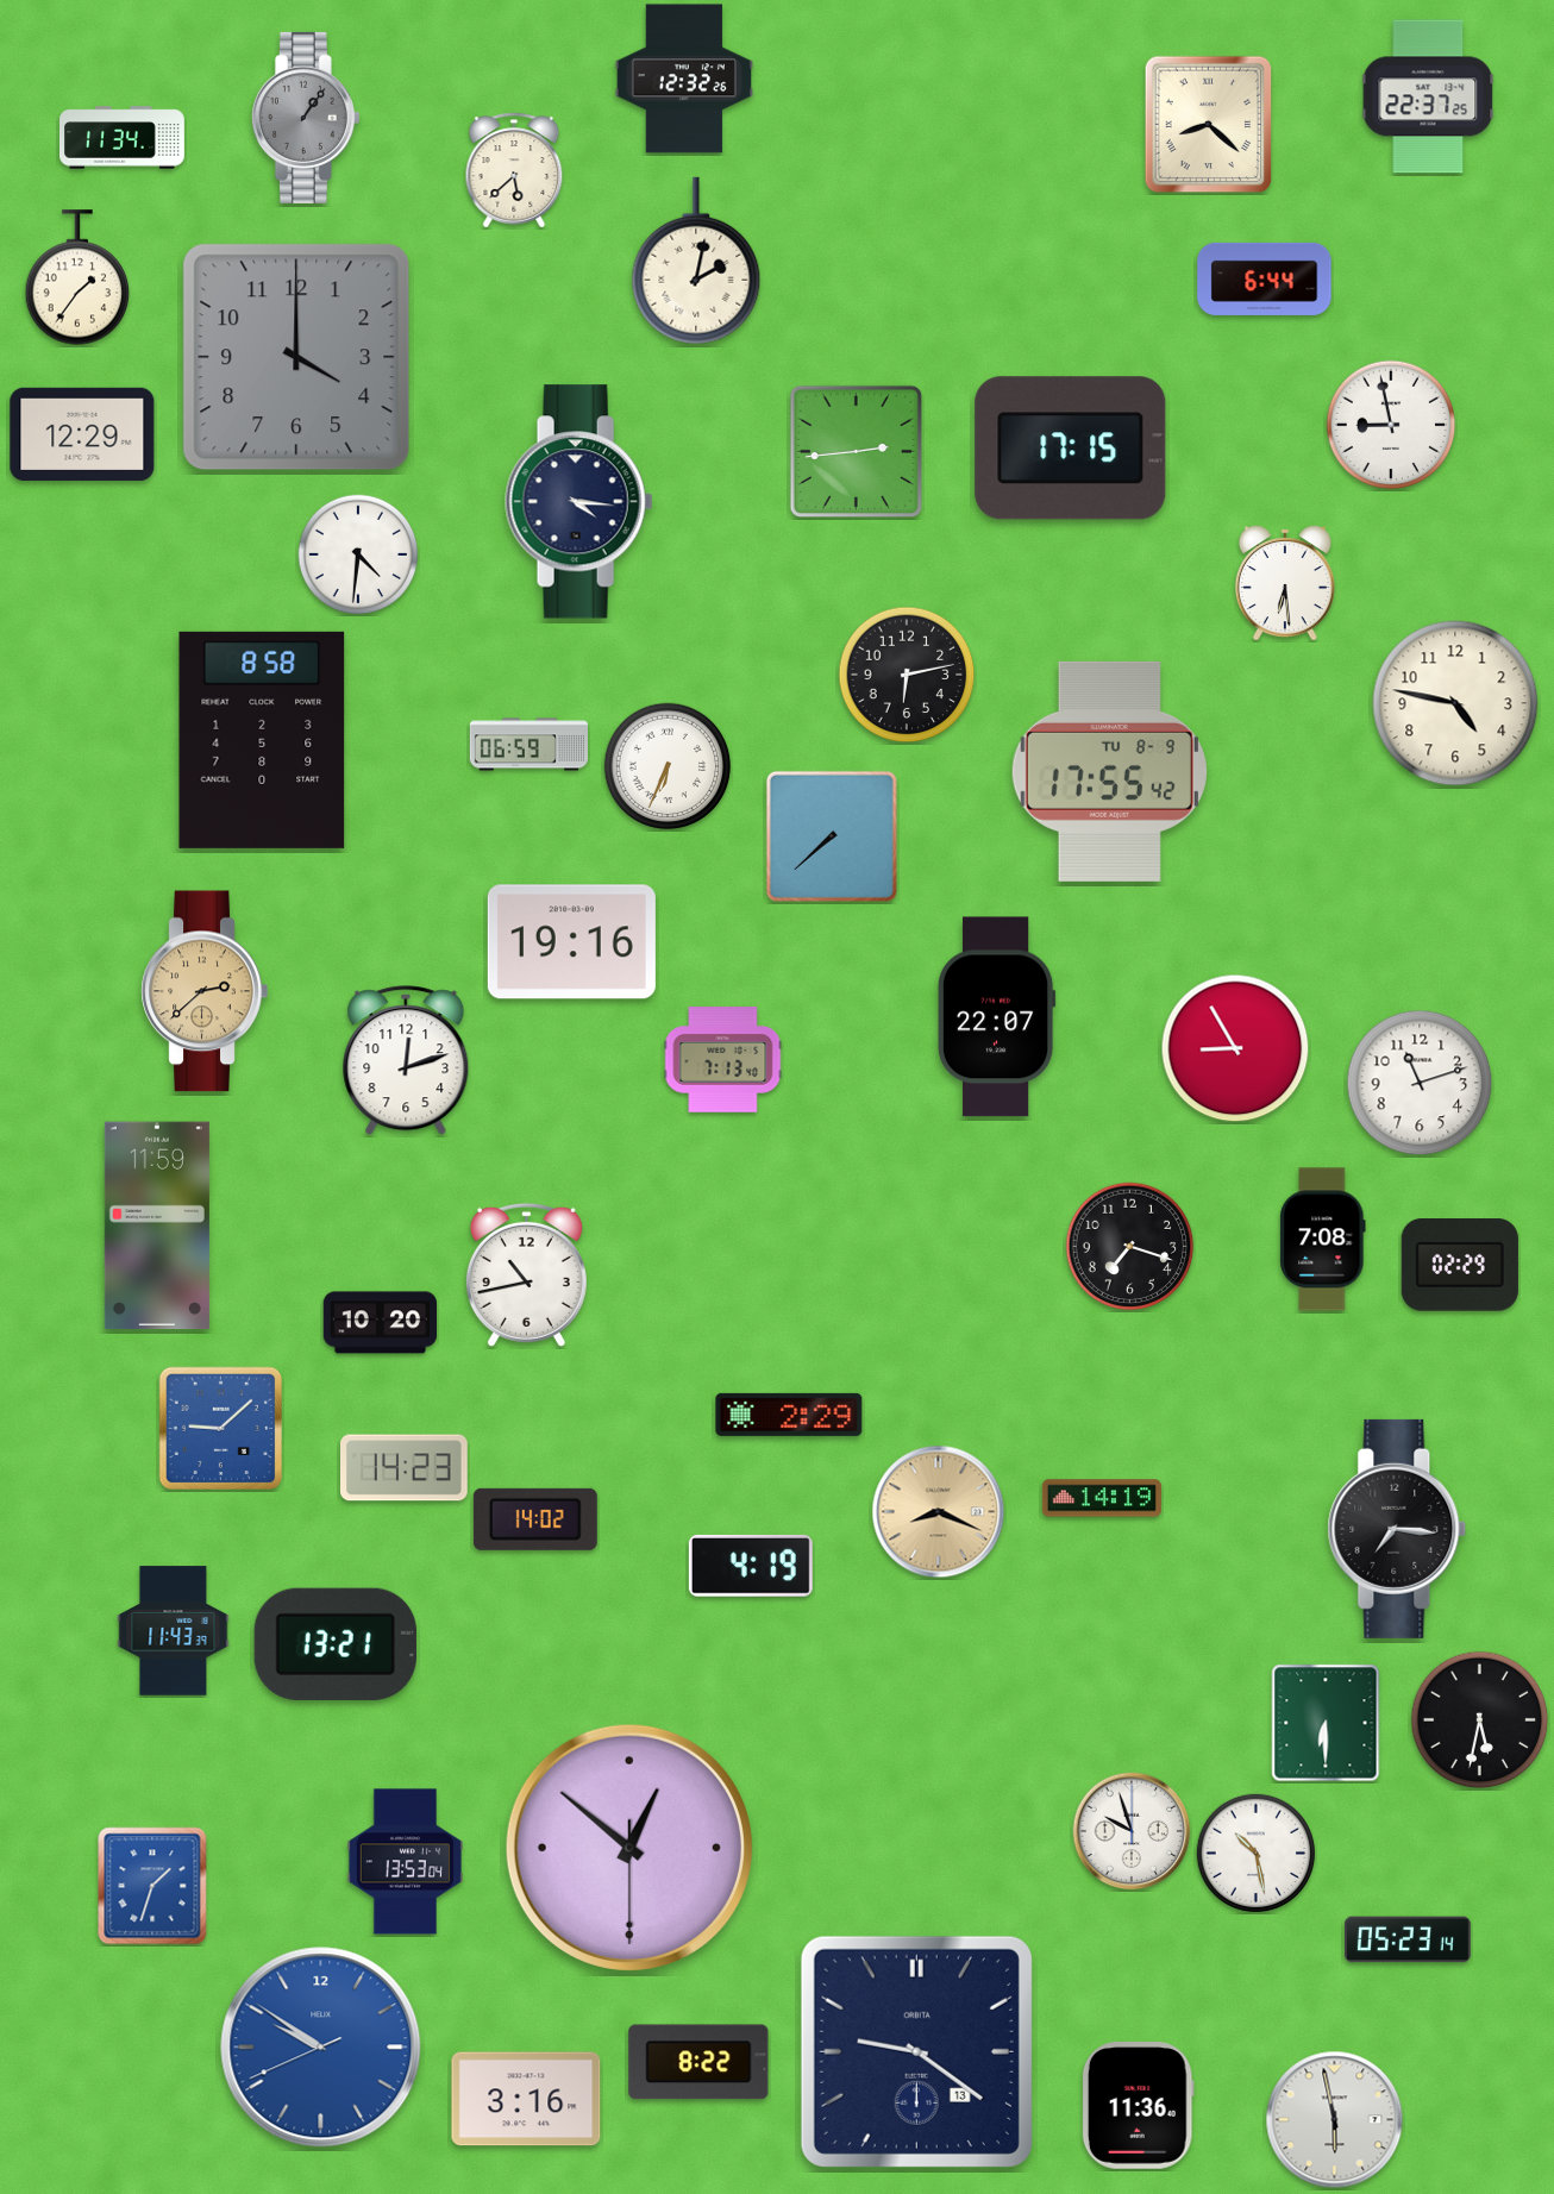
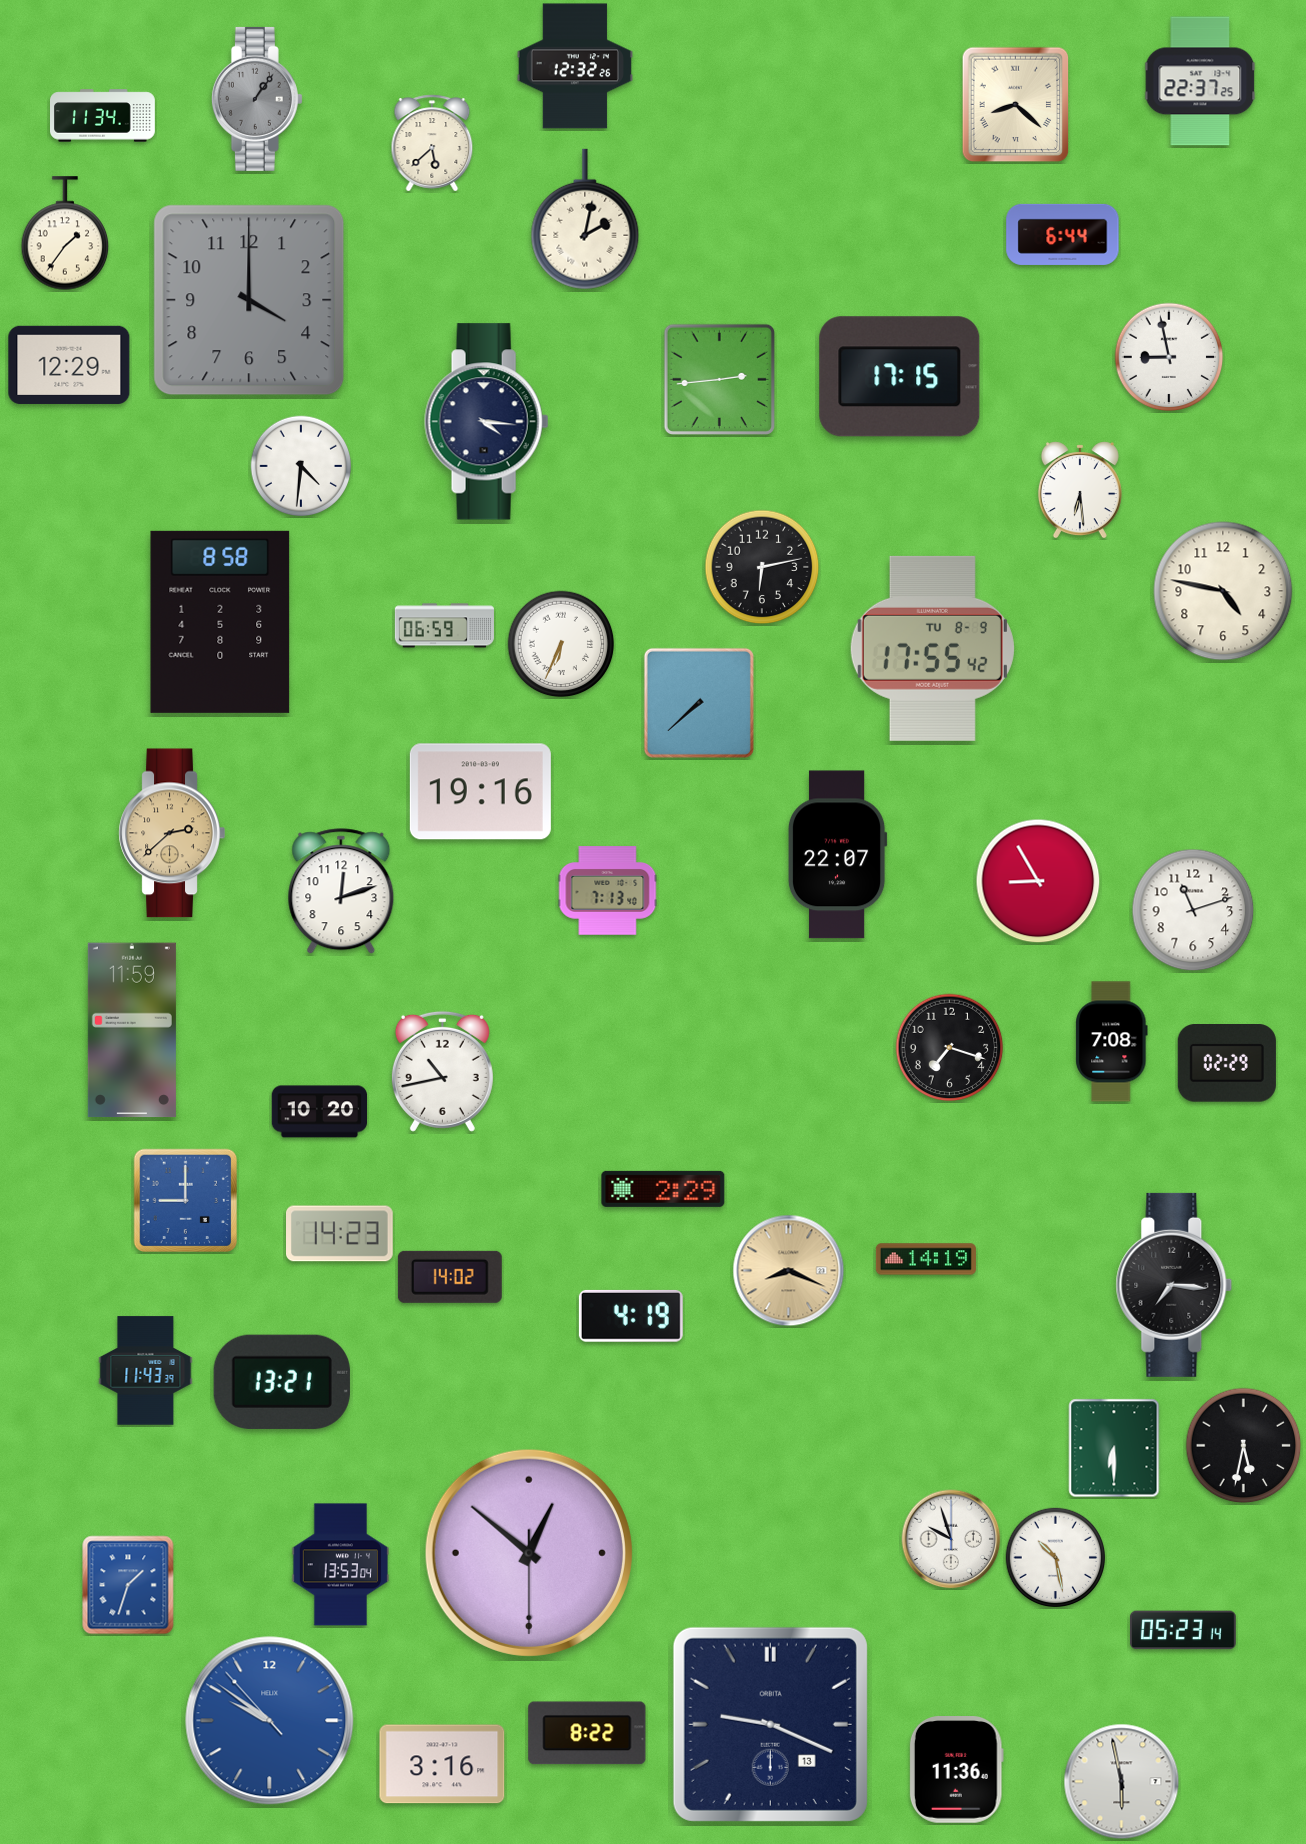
clock at (220, 1428): 9:08 -> 9:00
clock at (321, 2048): 9:50:41 -> 9:50:53
clock at (916, 2051): 9:21 -> 9:19
